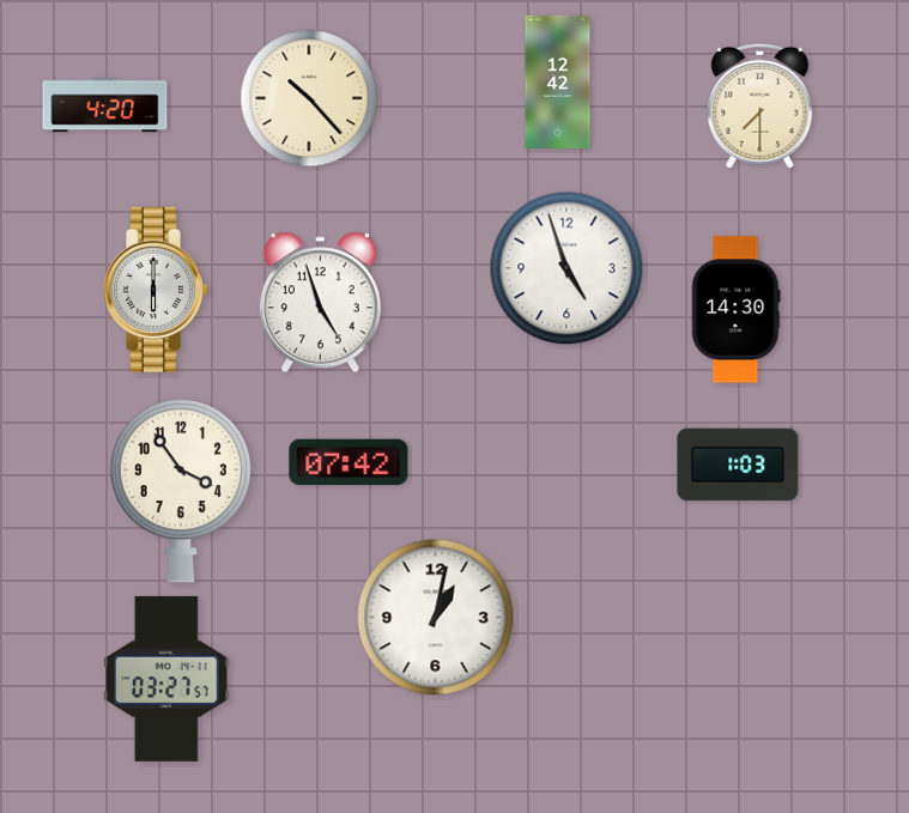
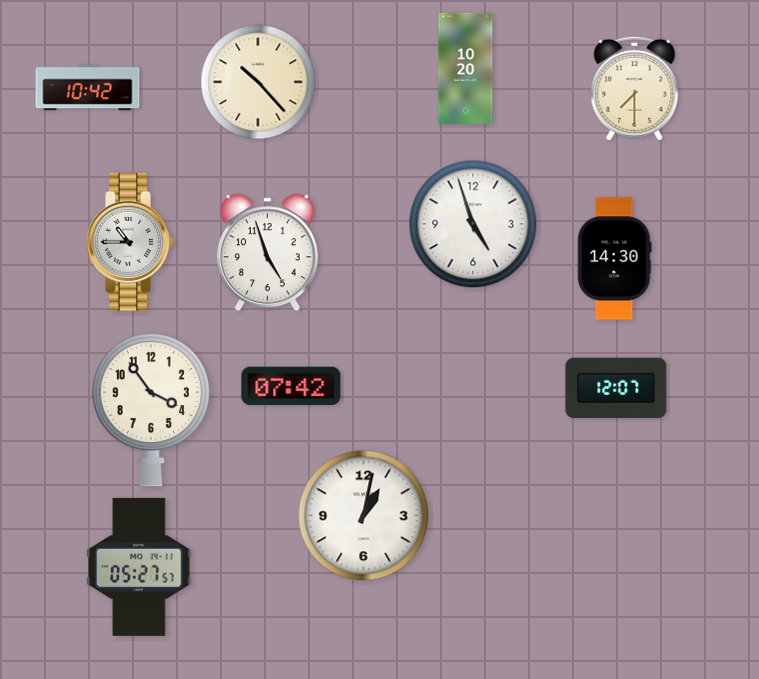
clock at (558, 81): 12:42 -> 10:20
clock at (105, 105): 4:20 -> 10:42
clock at (157, 290): 6:00 -> 10:45
clock at (738, 465): 1:03 -> 12:07
clock at (168, 679): 03:27 -> 05:27
